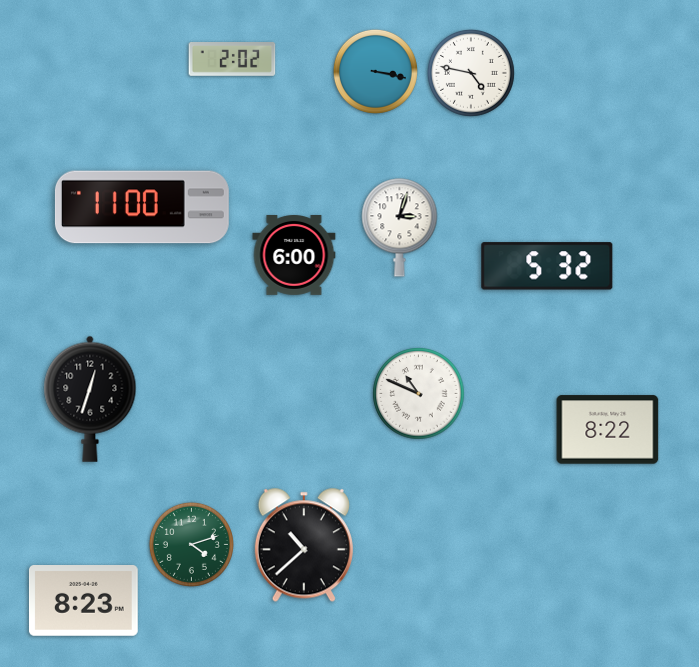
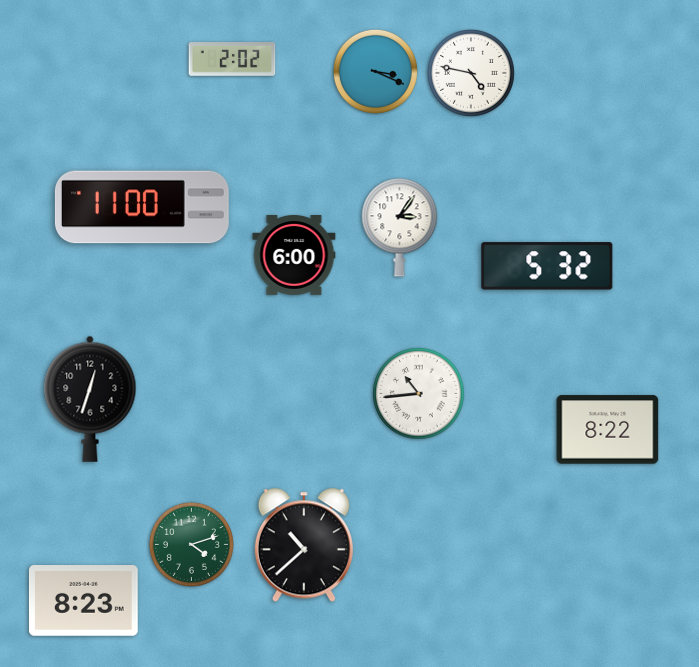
clock at (375, 71): 3:17 -> 3:19
clock at (400, 228): 3:03 -> 3:06
clock at (419, 394): 10:49 -> 10:44
